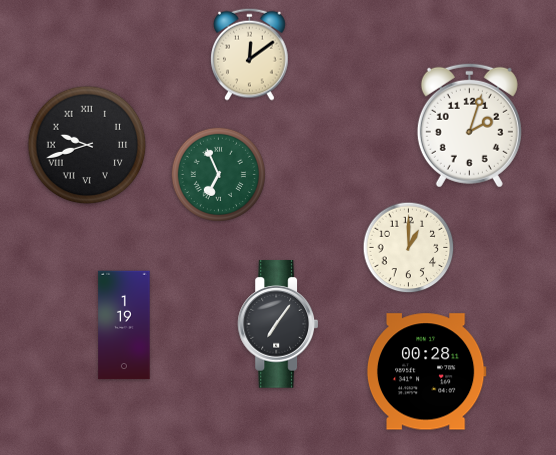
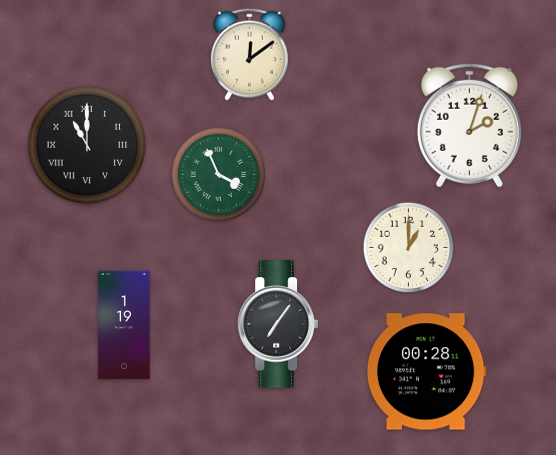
clock at (87, 145): 9:42 -> 11:00
clock at (218, 174): 6:56 -> 3:56
